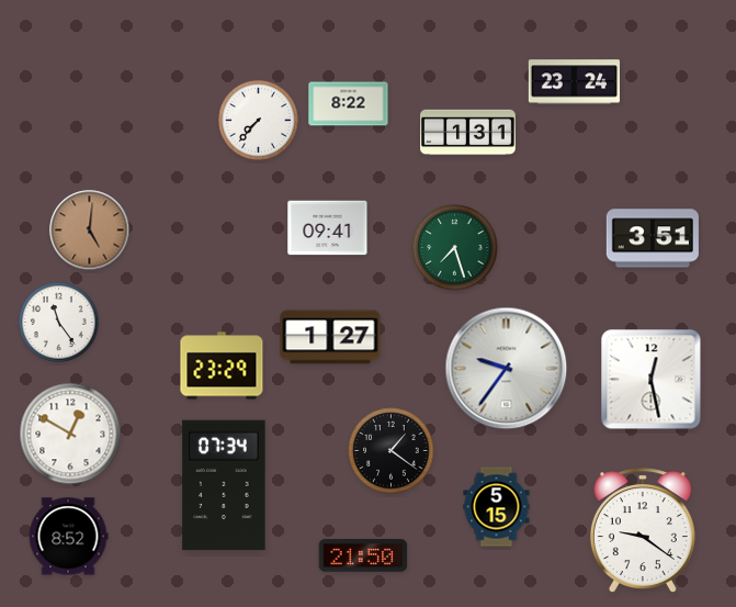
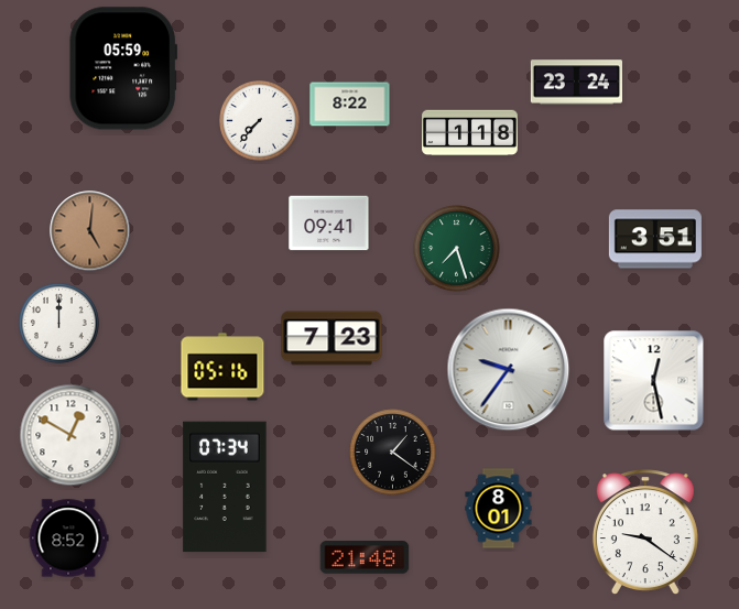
clock at (123, 68): none -> 05:59
clock at (468, 133): 1:31 -> 1:18
clock at (328, 228) position: (328, 228) -> (329, 224)
clock at (59, 323): 11:24 -> 12:00
clock at (330, 337): 1:27 -> 7:23
clock at (222, 366): 23:29 -> 05:16
clock at (497, 507): 5:15 -> 8:01
clock at (363, 555): 21:50 -> 21:48
